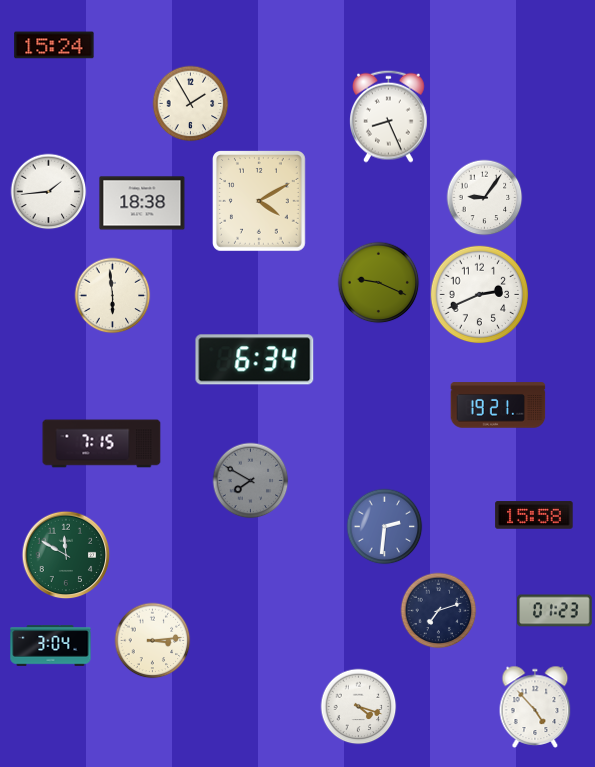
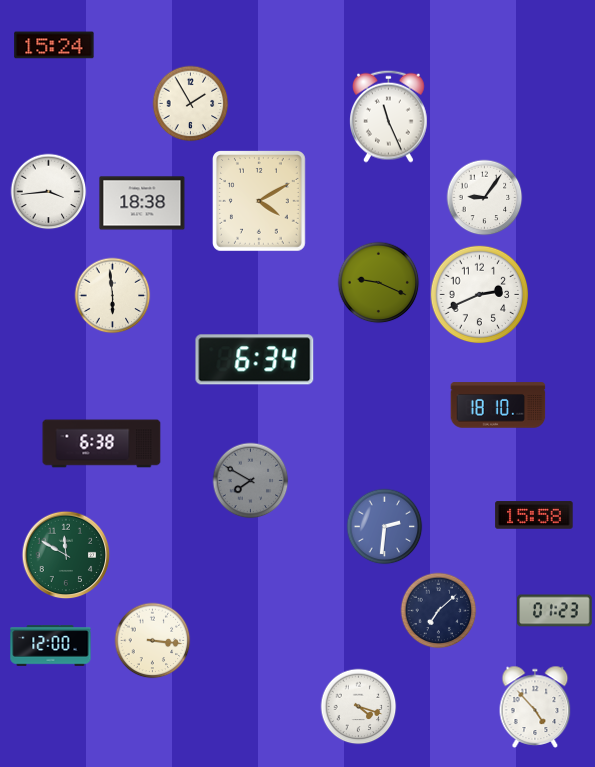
clock at (389, 116): 8:26 -> 11:26
clock at (49, 192): 1:44 -> 3:44
clock at (498, 405): 19:21 -> 18:10
clock at (102, 444): 7:15 -> 6:38
clock at (439, 611): 7:12 -> 7:08
clock at (153, 641): 3:14 -> 3:16
clock at (51, 646): 3:04 -> 12:00
